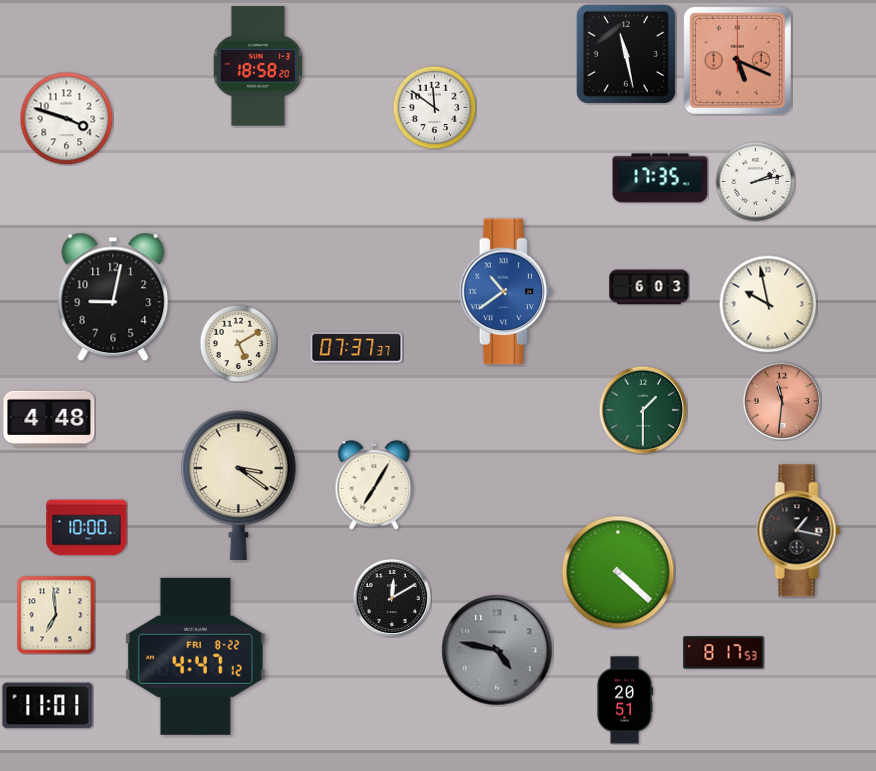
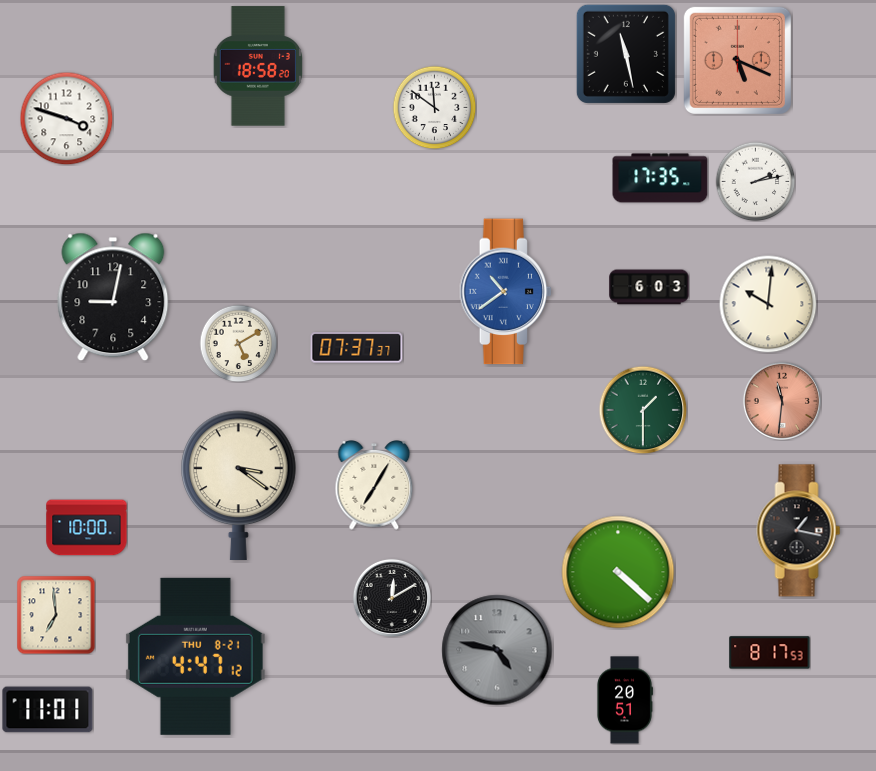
clock at (768, 304): 9:58 -> 10:01
clock at (49, 419): 4:48 -> none
clock at (724, 653) position: (724, 653) -> (770, 653)
clock at (195, 656) date: FRI 8-22 -> THU 8-21
clock at (48, 706) position: (48, 706) -> (48, 710)
